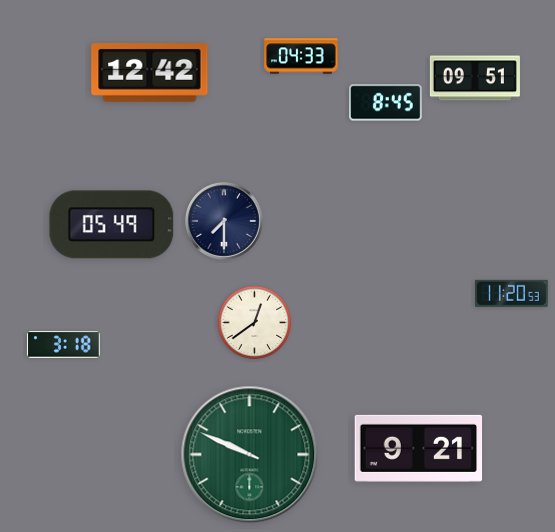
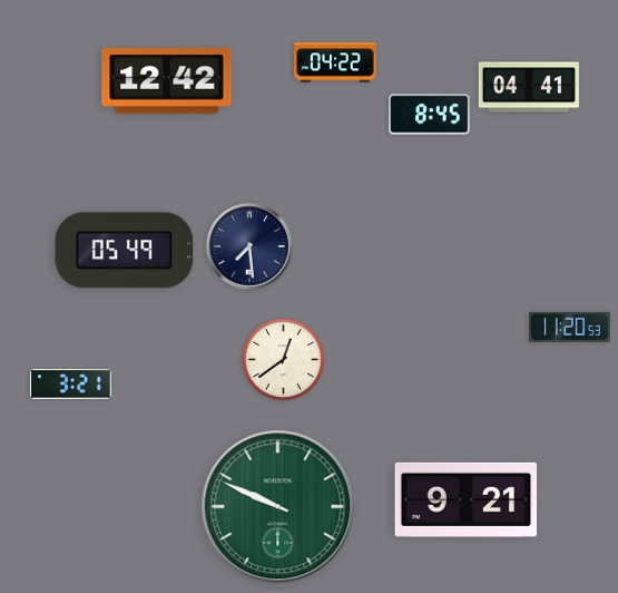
clock at (301, 56): 04:33 -> 04:22
clock at (475, 78): 09:51 -> 04:41
clock at (224, 221): 7:30 -> 7:29
clock at (64, 345): 3:18 -> 3:21
